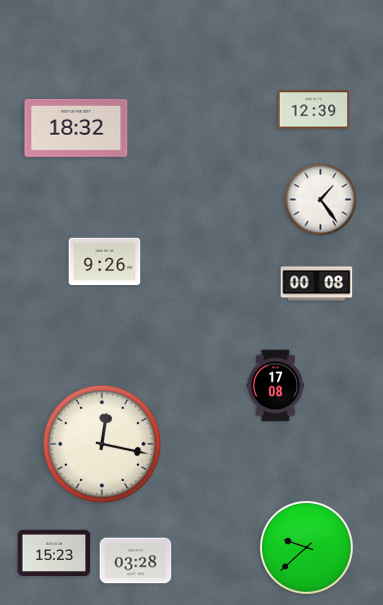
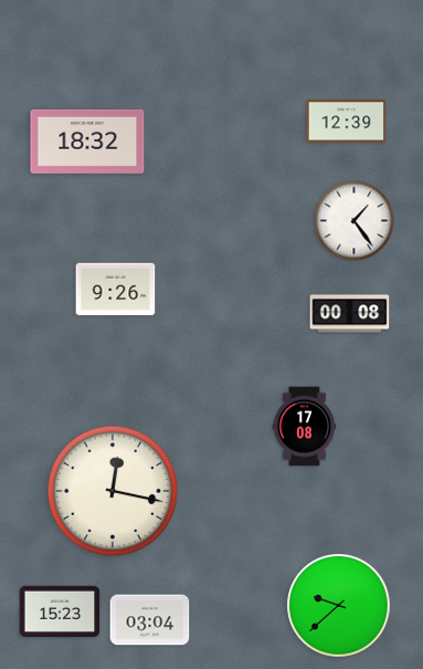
clock at (76, 128) position: (76, 128) -> (87, 142)
clock at (136, 561): 03:28 -> 03:04
